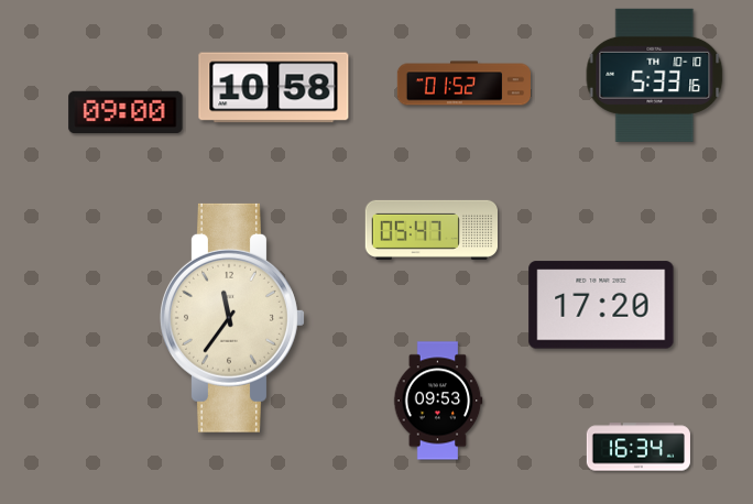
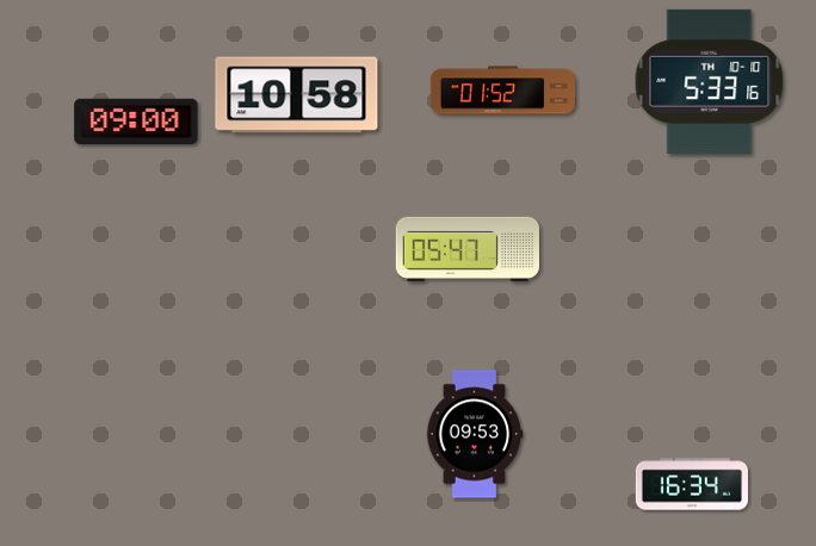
clock at (601, 305): 17:20 -> none
clock at (233, 318): 11:36 -> none
